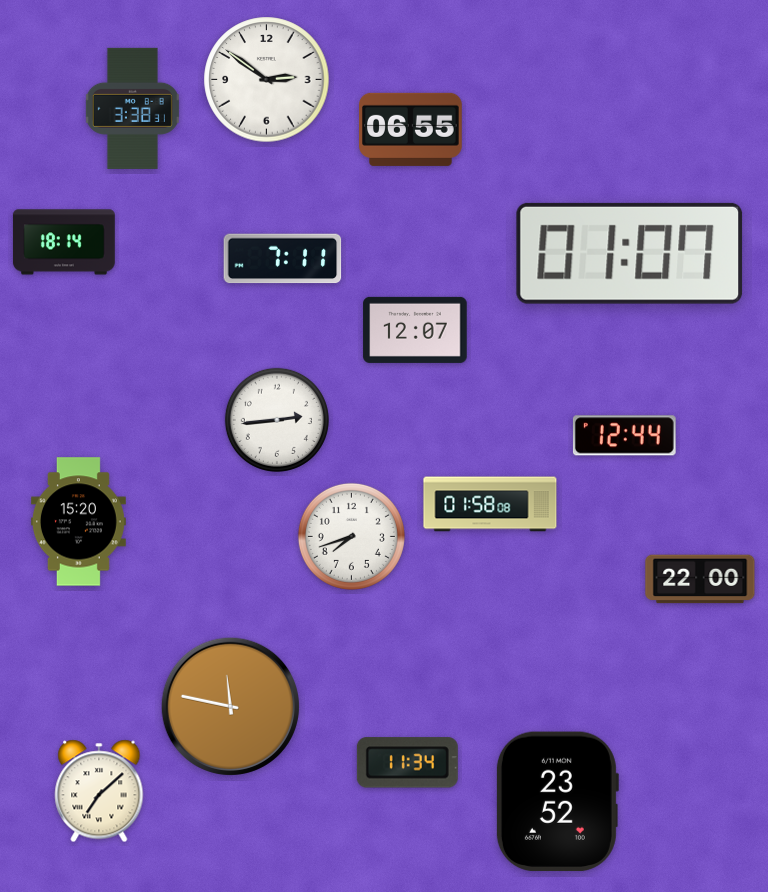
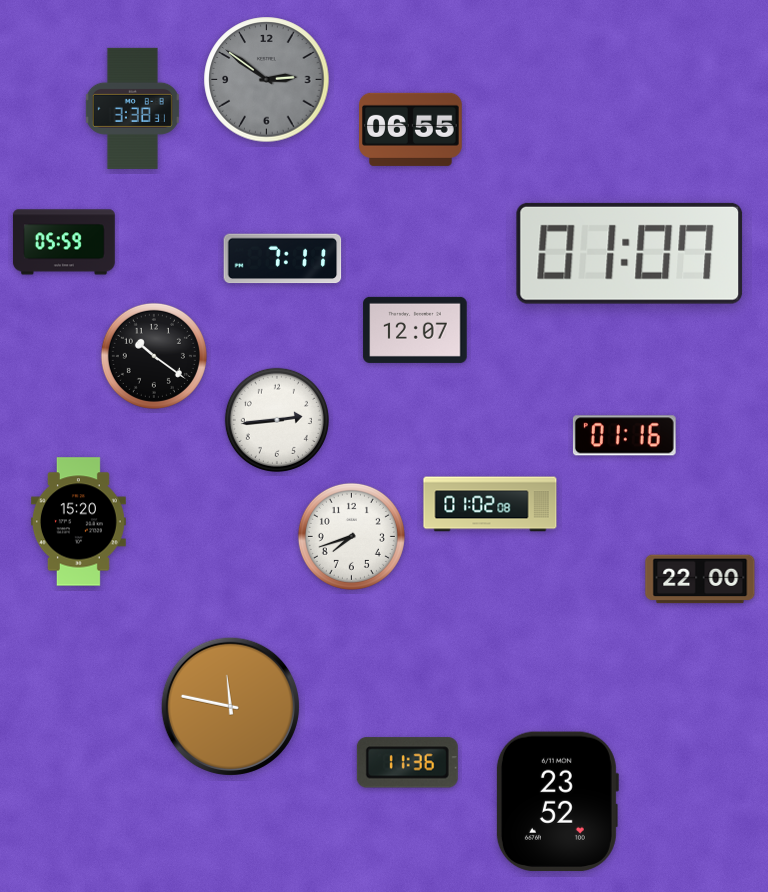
clock at (267, 80) dial: white -> grey
clock at (64, 242): 18:14 -> 05:59
clock at (154, 356): none -> 10:21
clock at (624, 436): 12:44 -> 01:16
clock at (490, 504): 01:58 -> 01:02
clock at (407, 763): 11:34 -> 11:36
clock at (99, 791): 7:08 -> none
